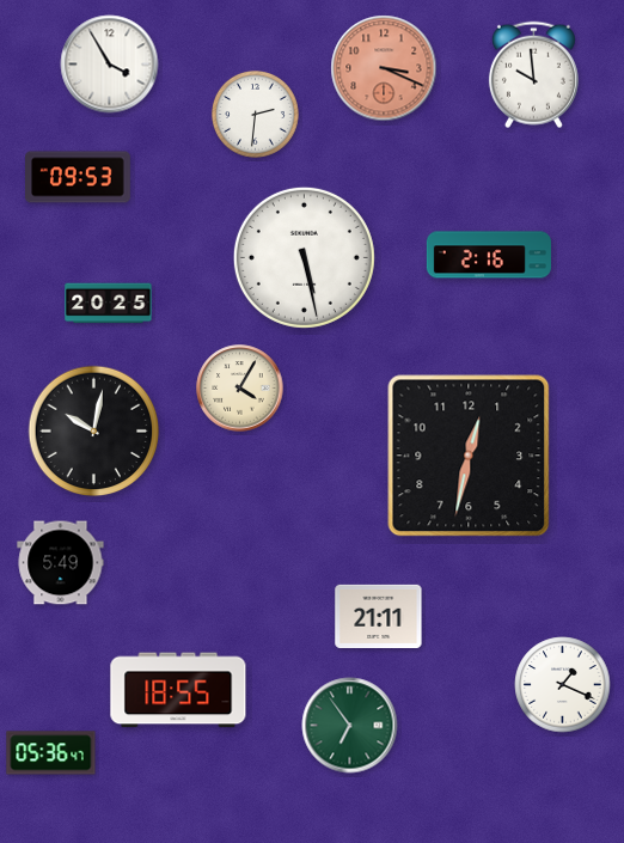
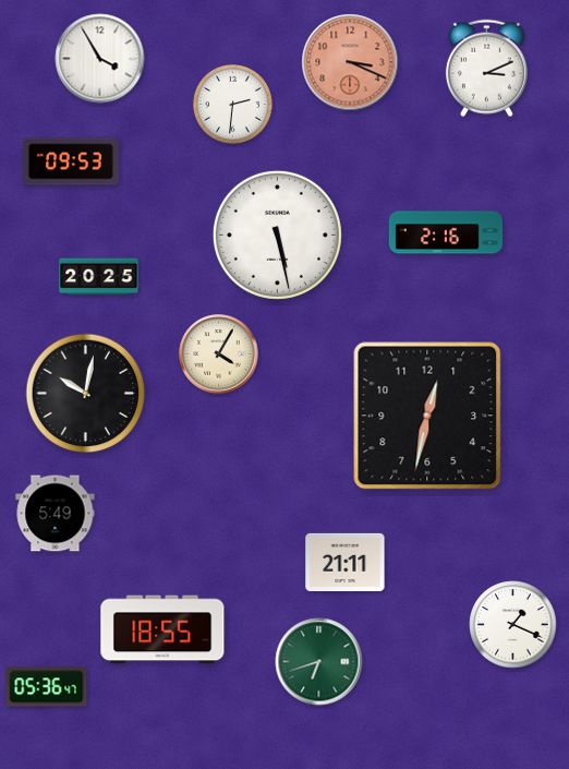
clock at (533, 75): 9:59 -> 3:11
clock at (350, 726): 6:54 -> 6:42
